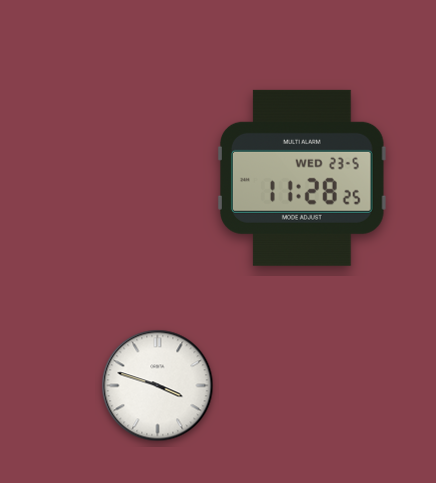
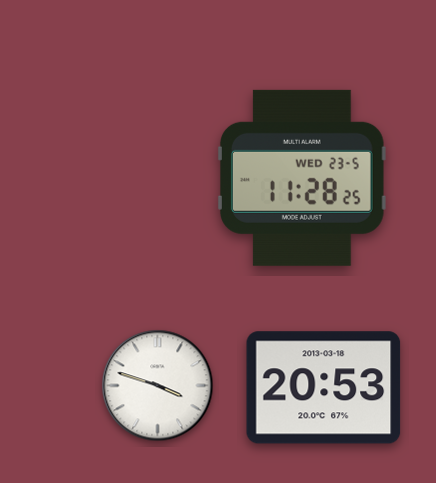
clock at (324, 388): none -> 20:53
